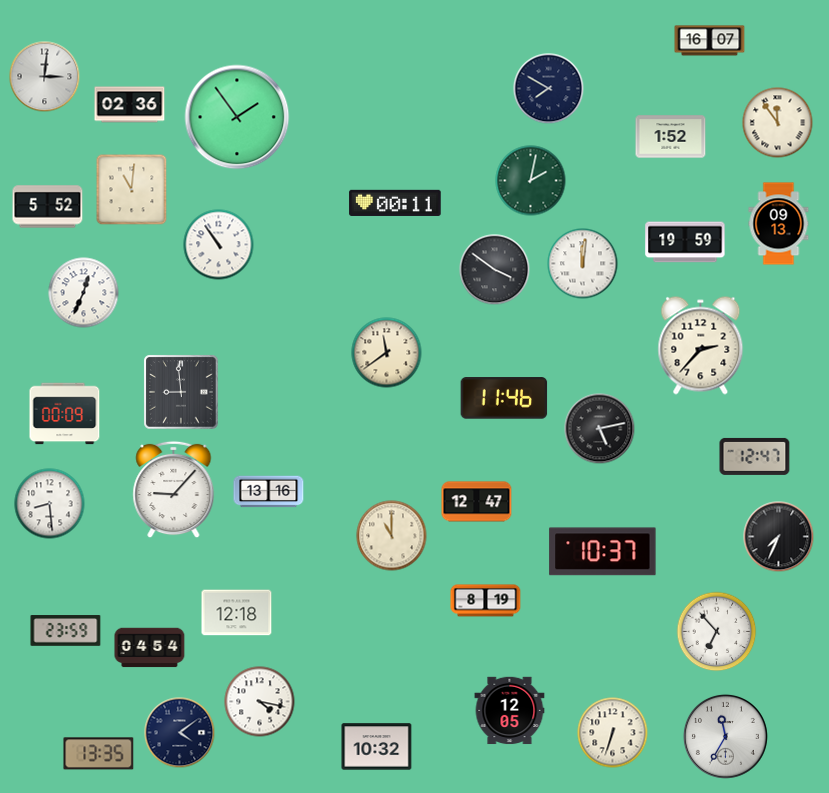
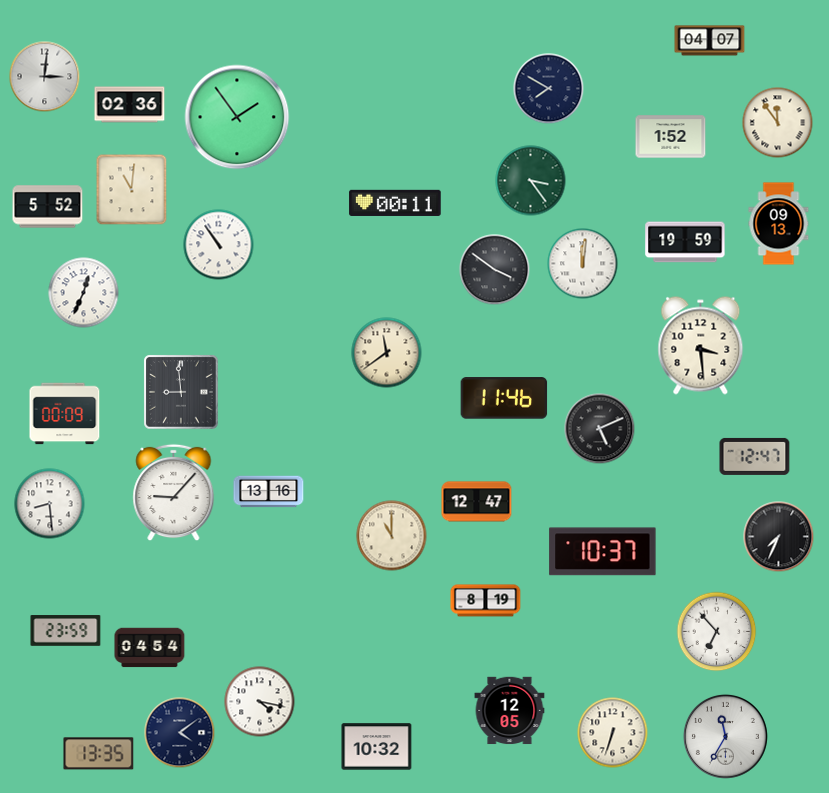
clock at (710, 41): 16:07 -> 04:07
clock at (531, 181): 2:02 -> 3:24
clock at (701, 346): 2:37 -> 3:29
clock at (600, 429): 5:13 -> 5:11
clock at (174, 490) position: (174, 490) -> (174, 493)
clock at (237, 613): 12:18 -> none
